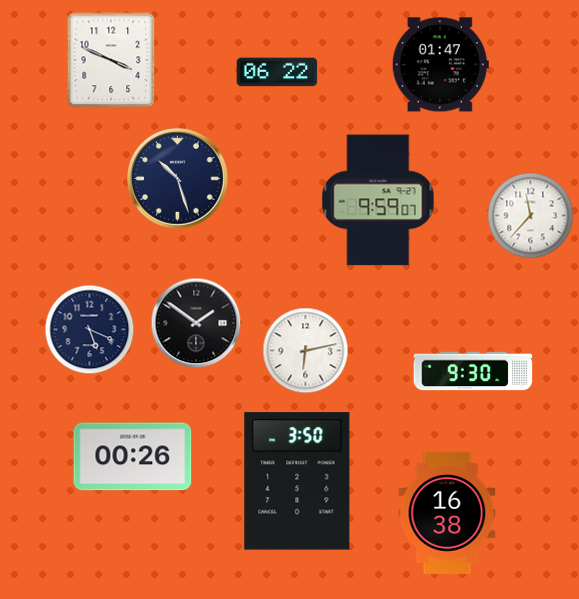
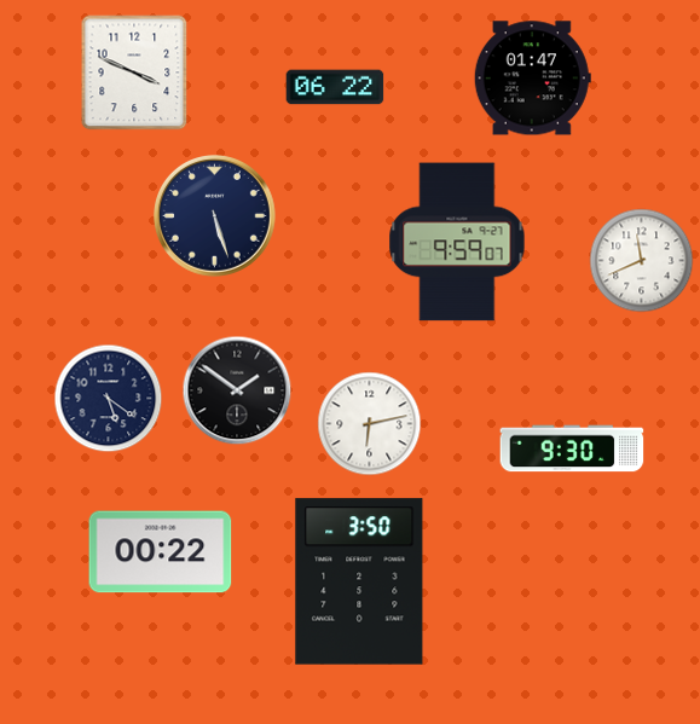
clock at (178, 179): 10:27 -> 5:27
clock at (531, 216): 11:37 -> 11:41
clock at (90, 330): 5:19 -> 5:21
clock at (133, 457): 00:26 -> 00:22
clock at (447, 513): 16:38 -> none
